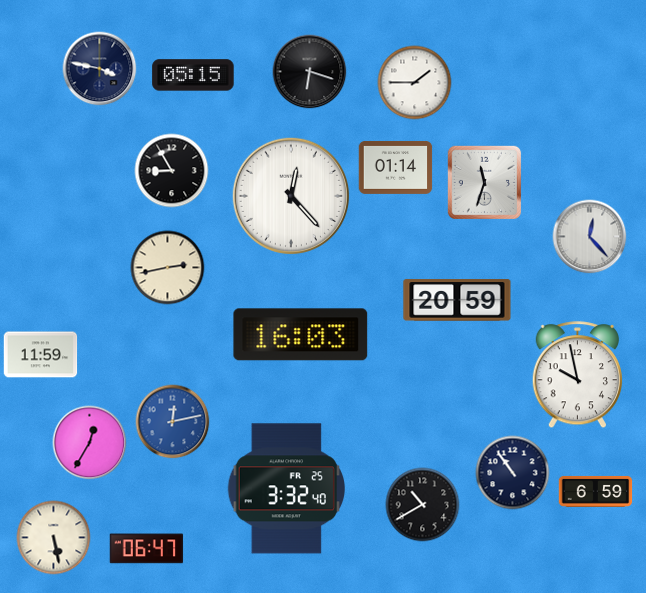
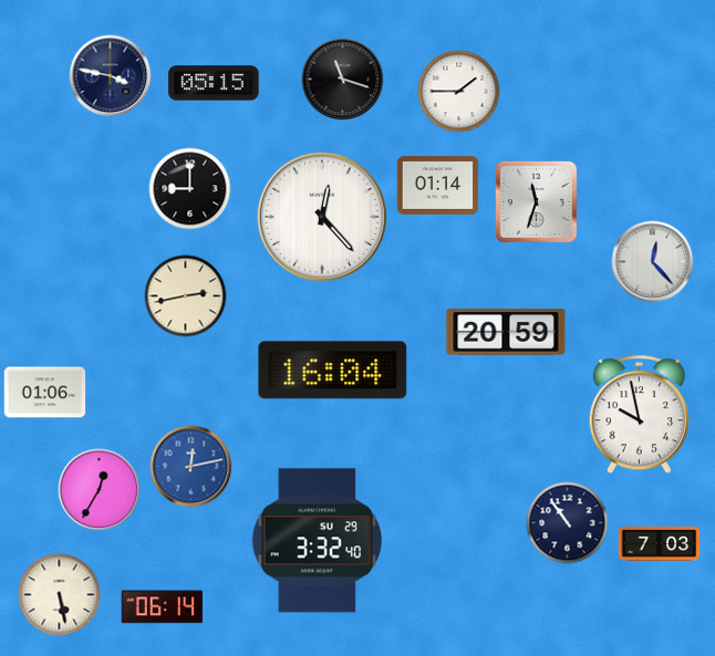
clock at (310, 72): 6:18 -> 11:18
clock at (172, 171): 8:55 -> 9:00
clock at (301, 335): 16:03 -> 16:04
clock at (41, 355): 11:59 -> 01:06
clock at (286, 489) date: FR 25 -> SU 29
clock at (596, 491): 6:59 -> 7:03
clock at (423, 505): 10:40 -> none
clock at (147, 549): 06:47 -> 06:14
